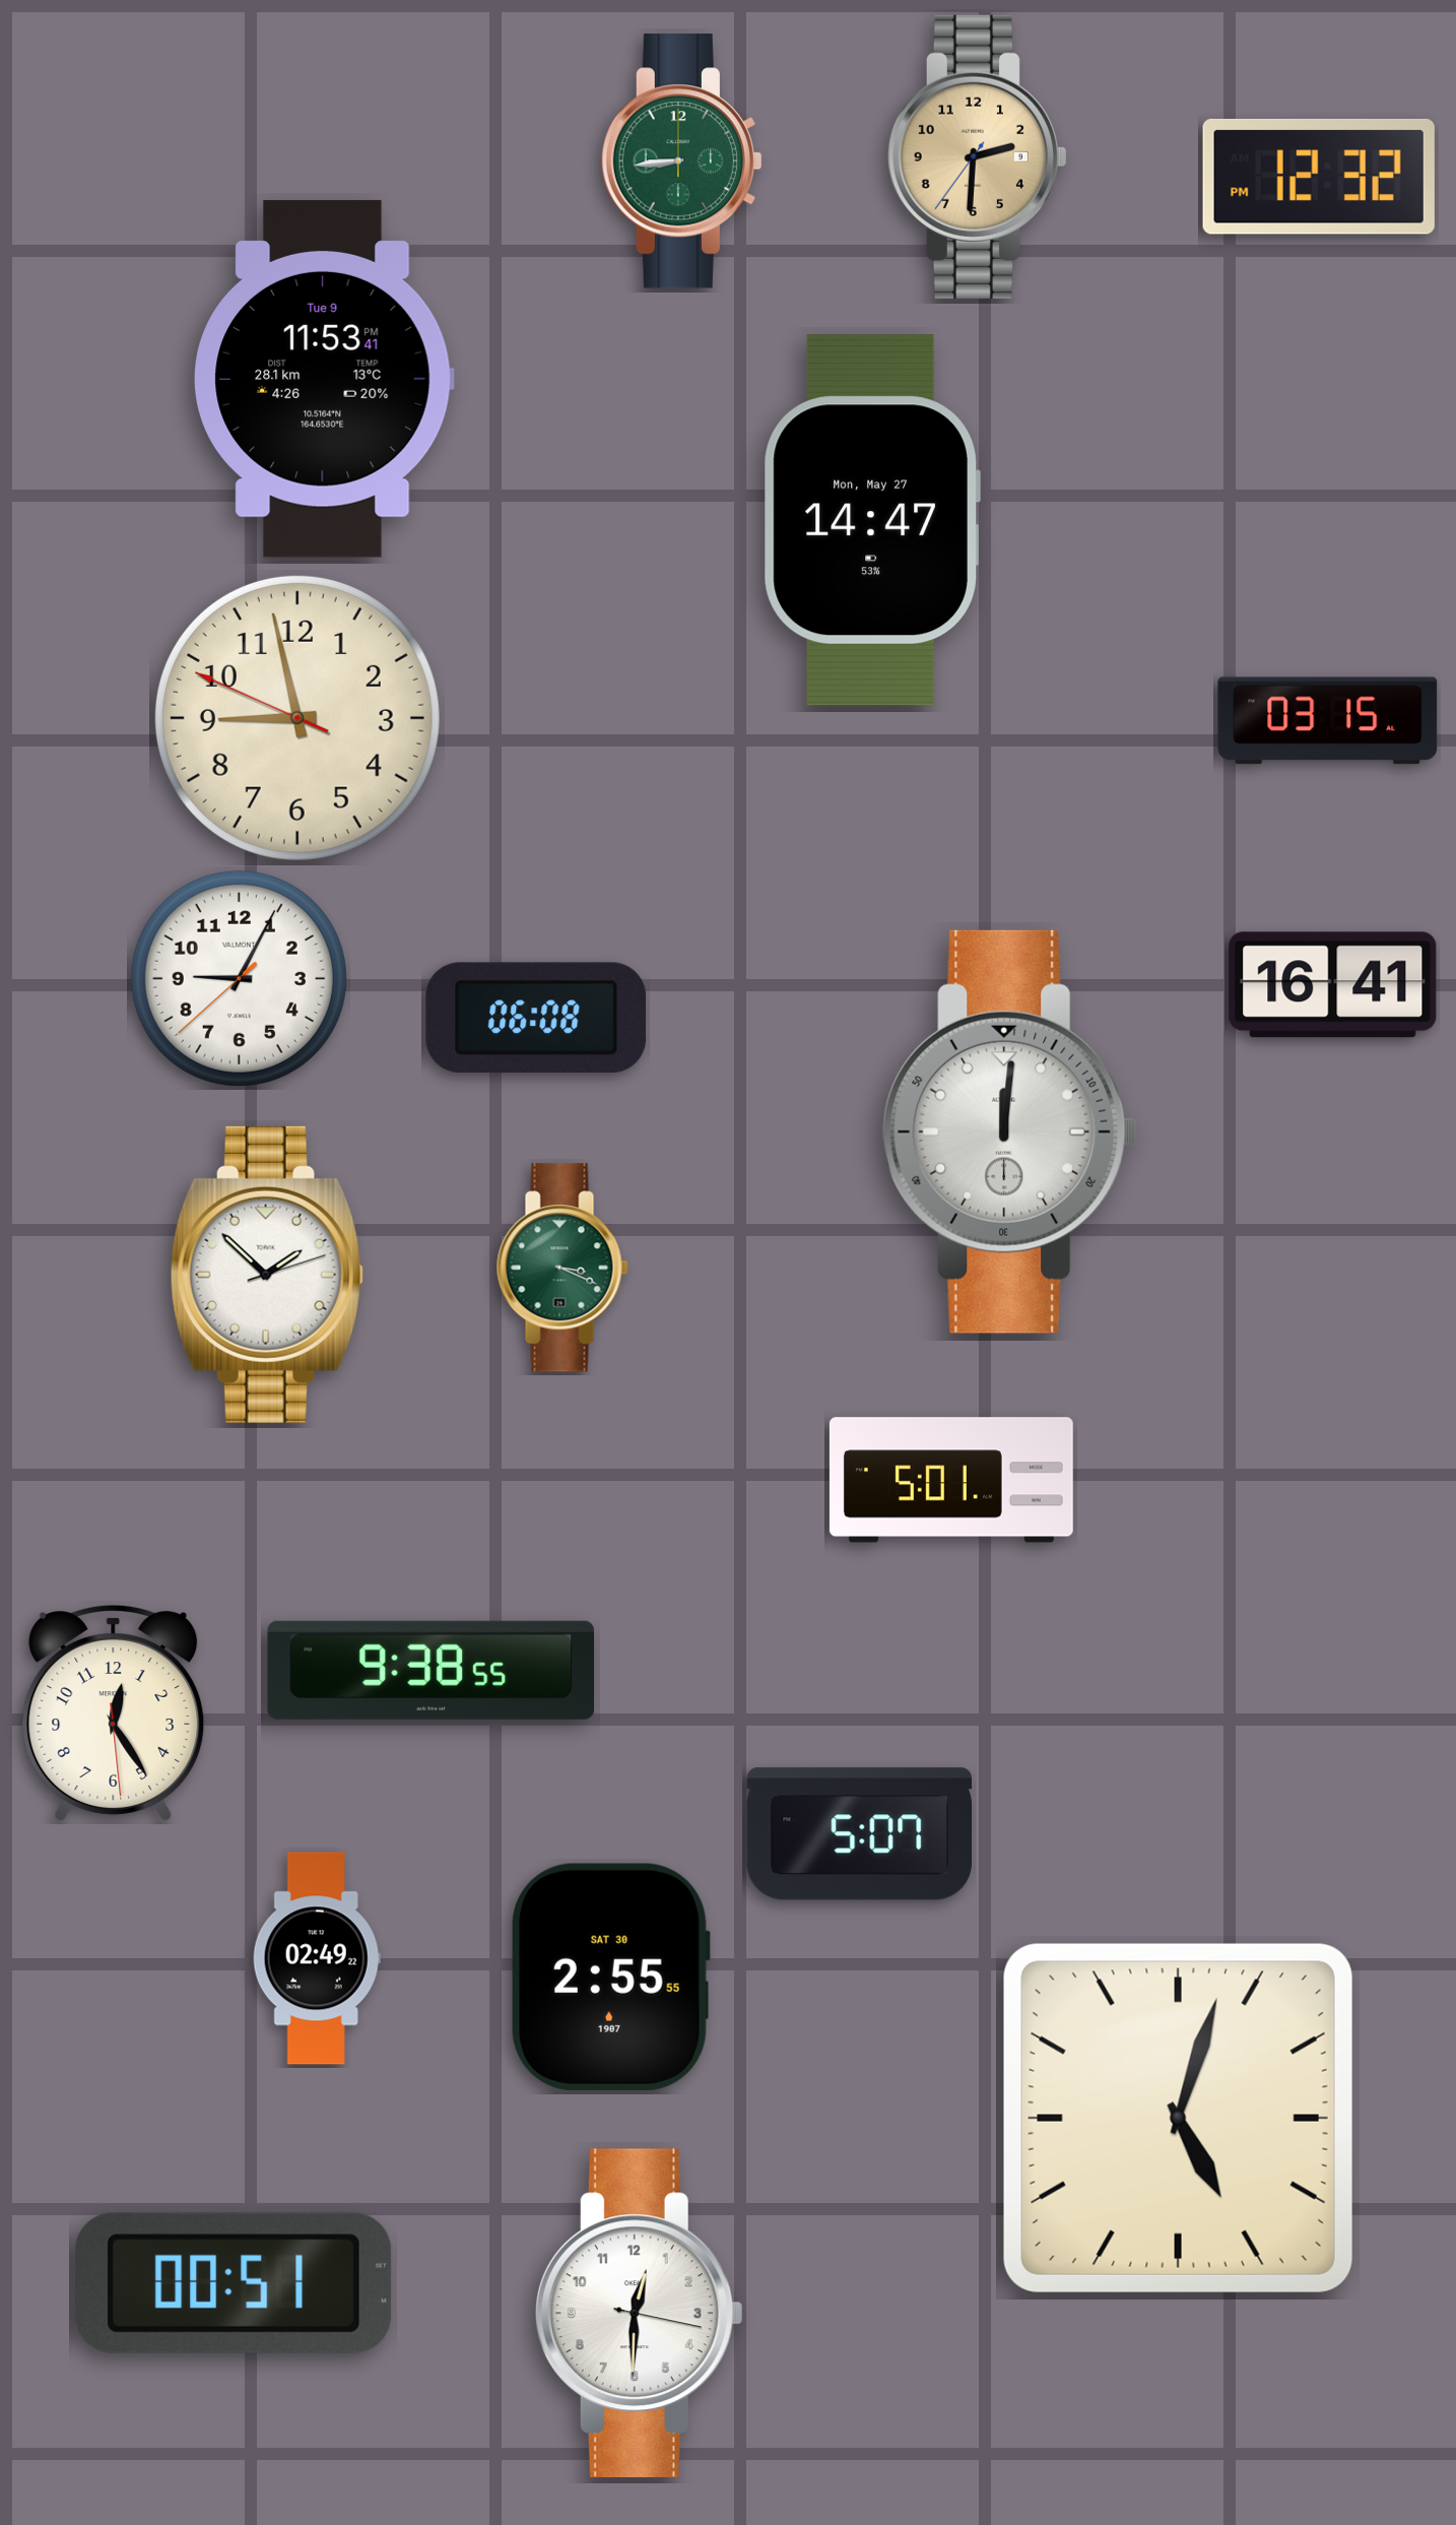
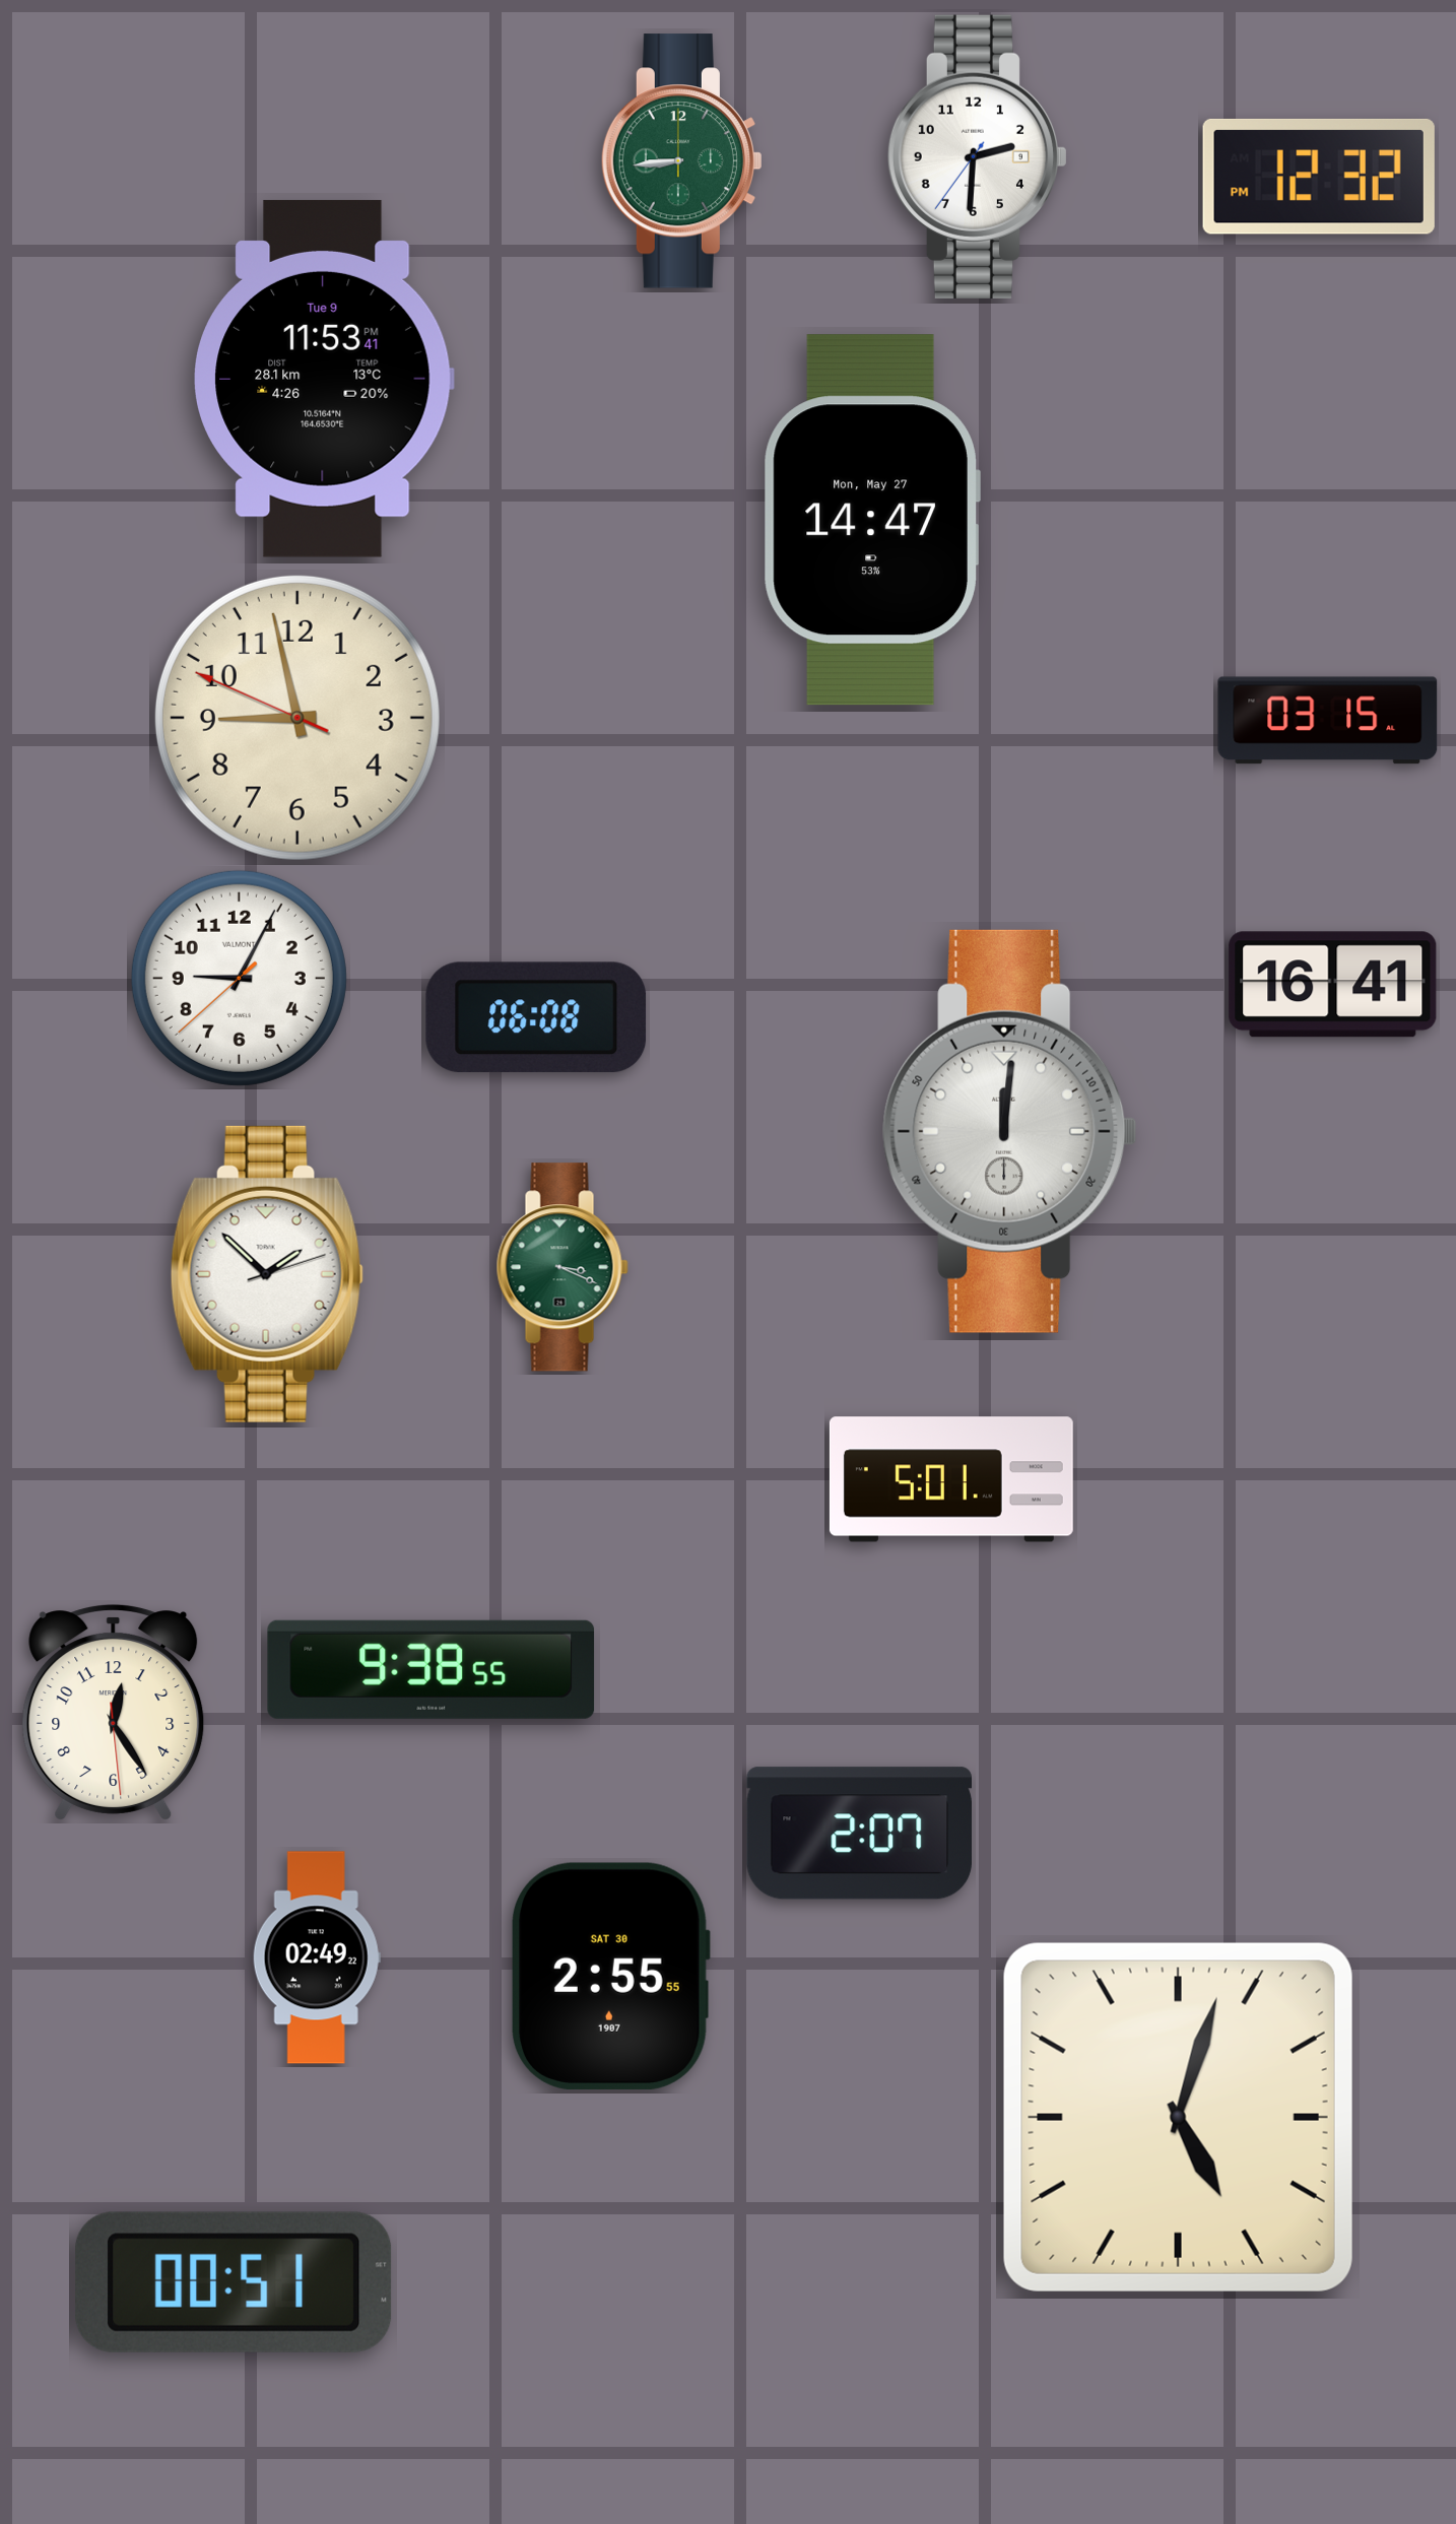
clock at (977, 156) dial: champagne -> white
clock at (859, 1834): 5:07 -> 2:07
clock at (639, 2313): 12:30 -> none
